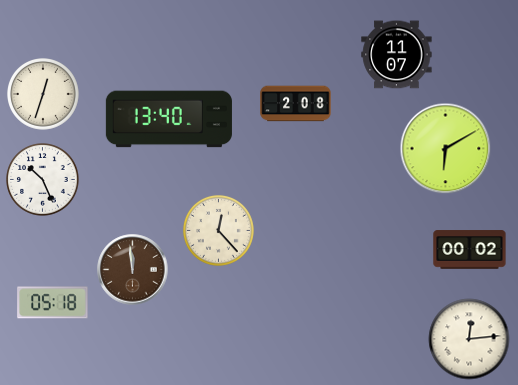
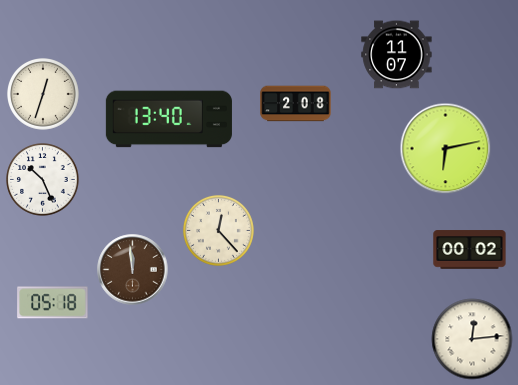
clock at (446, 149): 6:10 -> 6:13
clock at (469, 339) position: (469, 339) -> (472, 339)
